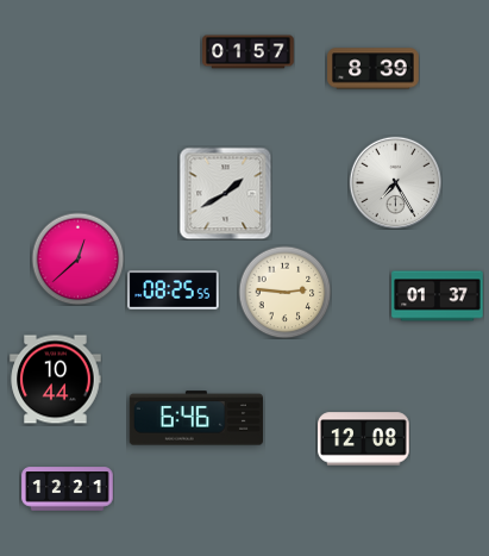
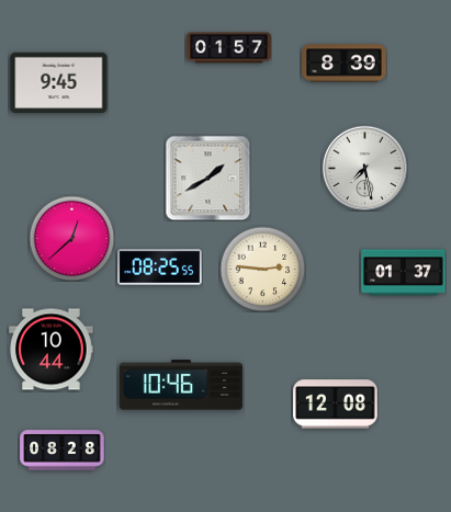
clock at (59, 83): none -> 9:45
clock at (395, 182): 7:25 -> 7:28
clock at (196, 418): 6:46 -> 10:46
clock at (68, 489): 12:21 -> 08:28
